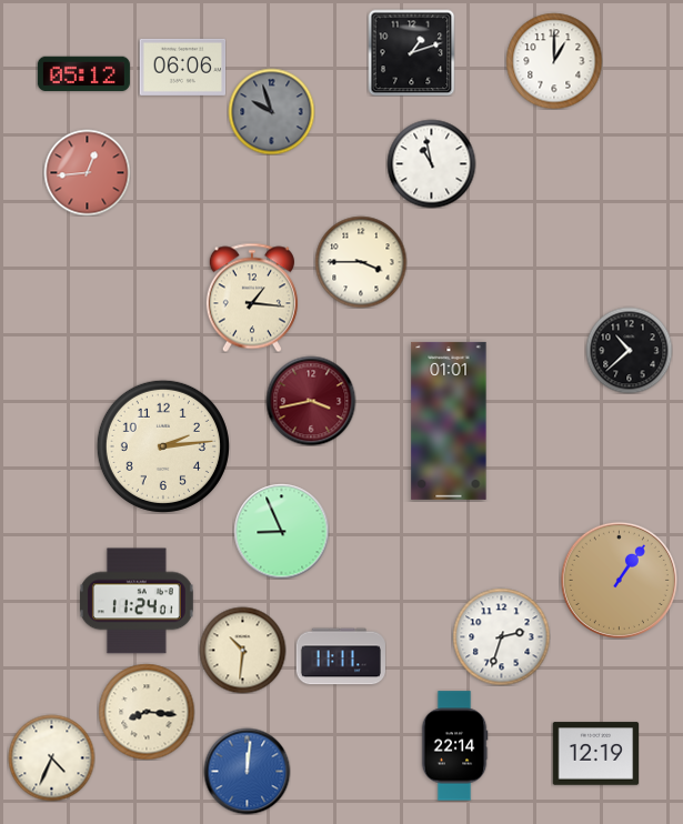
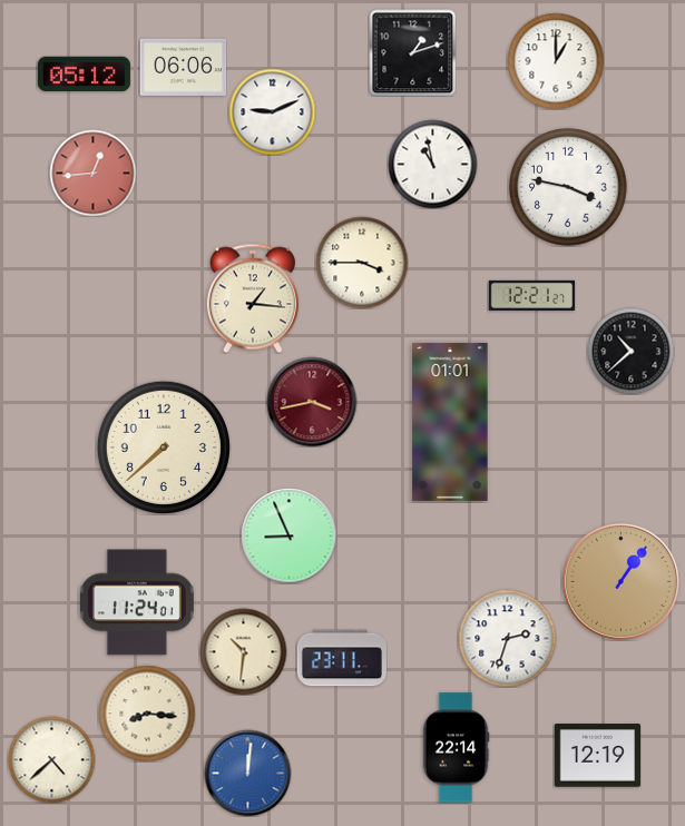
clock at (271, 111): 9:57 -> 9:11
clock at (271, 111) dial: grey -> white
clock at (87, 172) position: (87, 172) -> (92, 173)
clock at (569, 188): none -> 3:47
clock at (531, 295): none -> 12:21
clock at (163, 446): 2:14 -> 7:38
clock at (281, 531) position: (281, 531) -> (288, 535)
clock at (501, 636) position: (501, 636) -> (507, 638)
clock at (341, 656): 11:11 -> 23:11
clock at (51, 757): 4:34 -> 4:38
